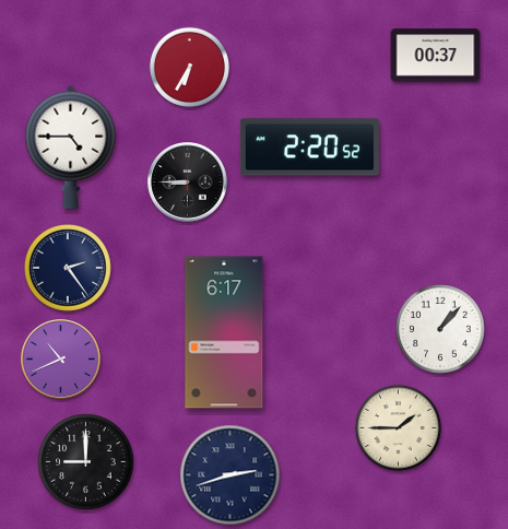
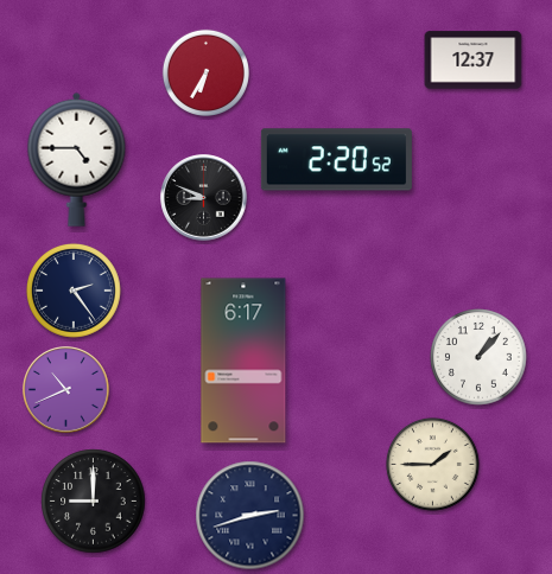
clock at (436, 56): 00:37 -> 12:37
clock at (188, 183): 8:45 -> 8:49
